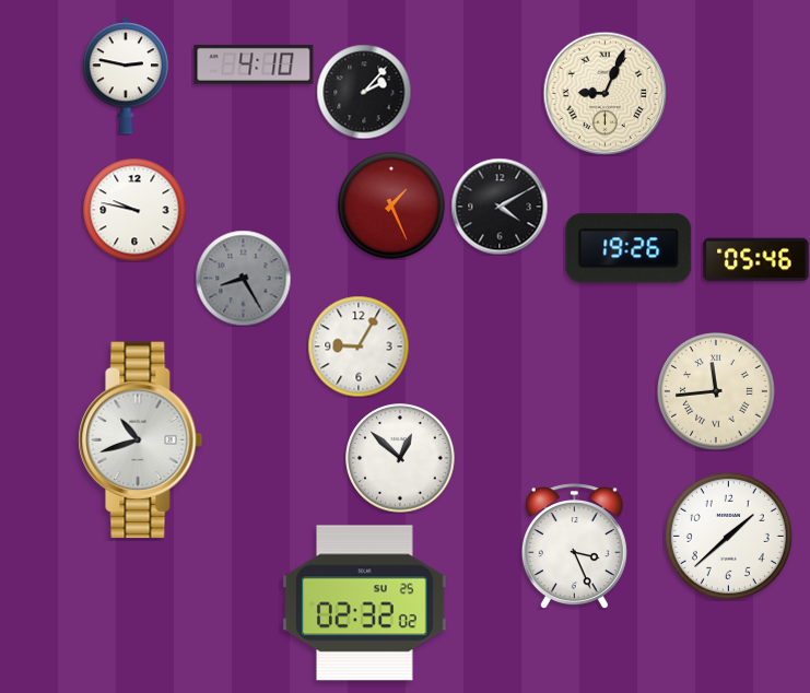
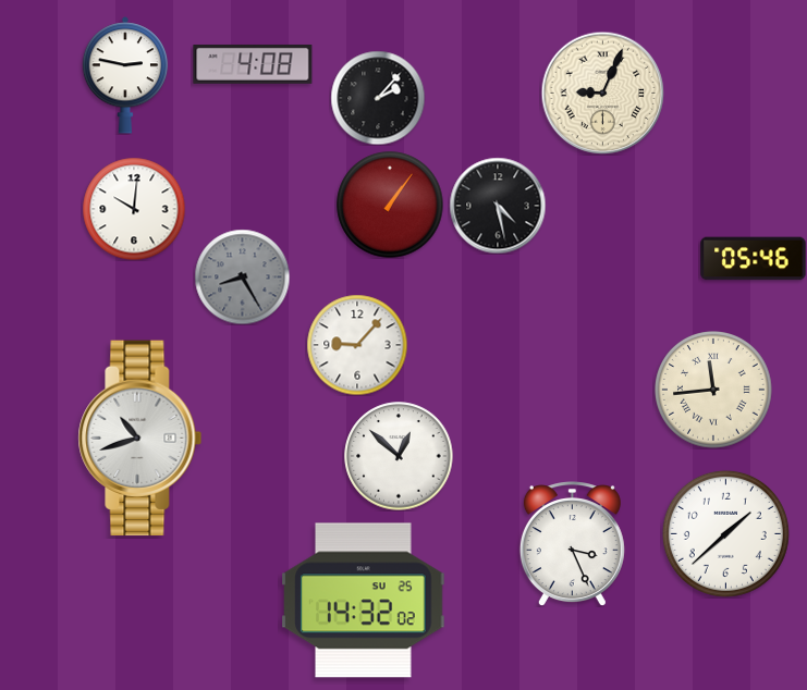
clock at (254, 64): 4:10 -> 4:08
clock at (364, 92) position: (364, 92) -> (378, 98)
clock at (391, 205): 1:26 -> 1:06
clock at (500, 207): 4:10 -> 4:28
clock at (134, 210): 9:47 -> 10:01
clock at (629, 248): 19:26 -> none
clock at (359, 346): 9:05 -> 9:07
clock at (365, 603): 02:32 -> 14:32
